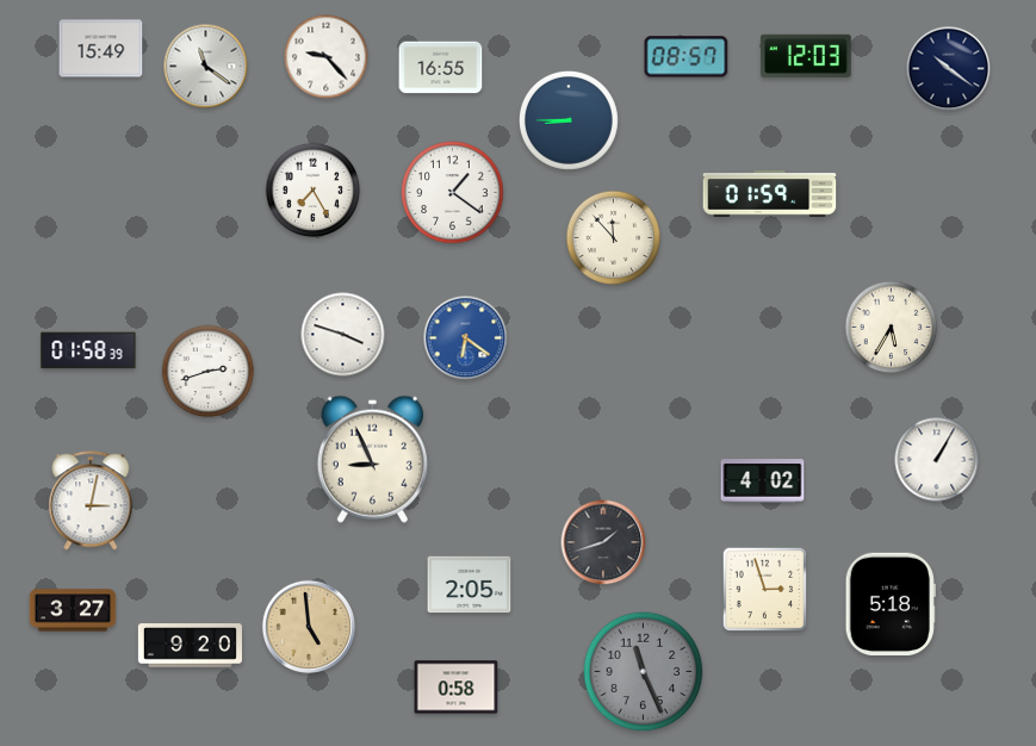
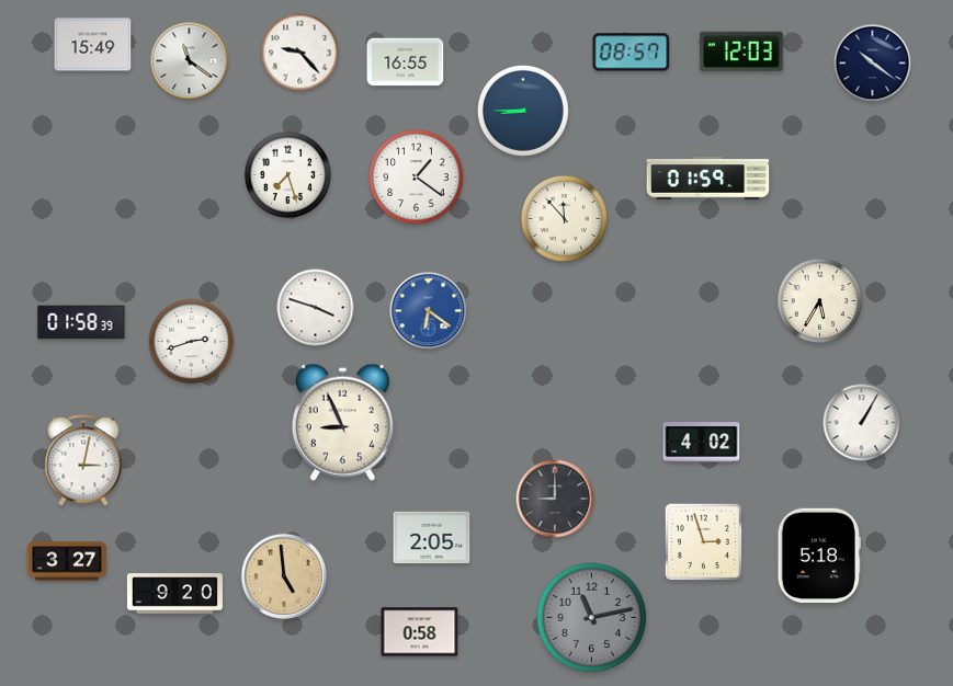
clock at (314, 191): 7:25 -> 7:27
clock at (603, 542): 1:42 -> 9:00
clock at (644, 672): 11:26 -> 11:13
